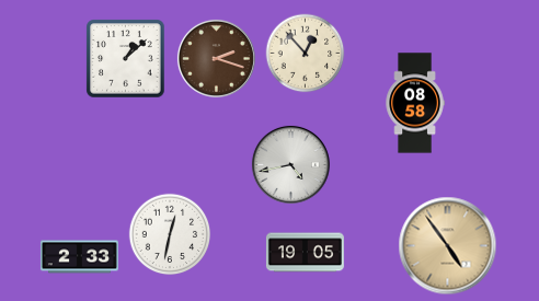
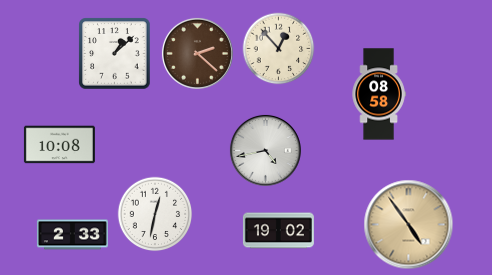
clock at (216, 58): 2:18 -> 2:22
clock at (59, 145): none -> 10:08
clock at (305, 253): 19:05 -> 19:02
